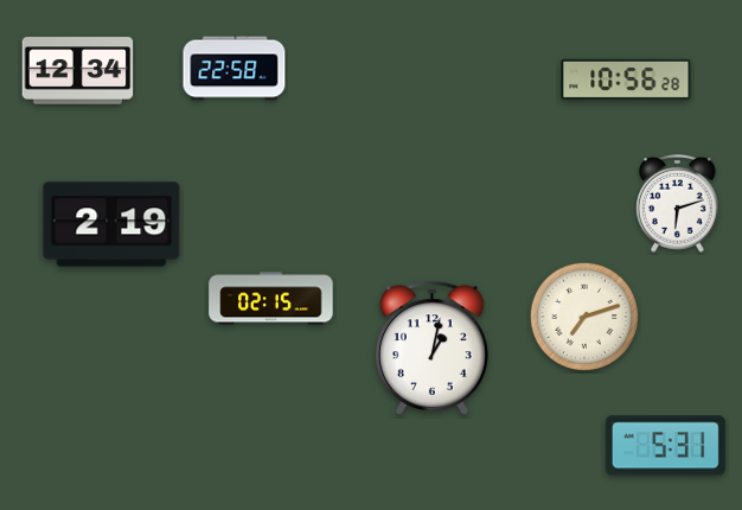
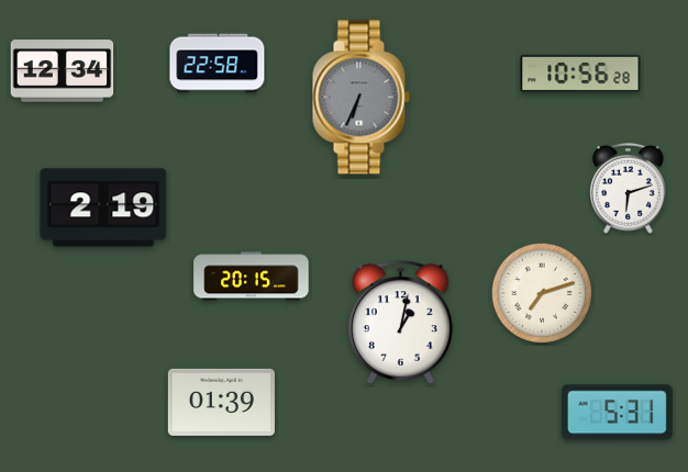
clock at (78, 71) position: (78, 71) -> (63, 71)
clock at (360, 98): none -> 6:34
clock at (271, 299): 02:15 -> 20:15
clock at (221, 402): none -> 01:39
